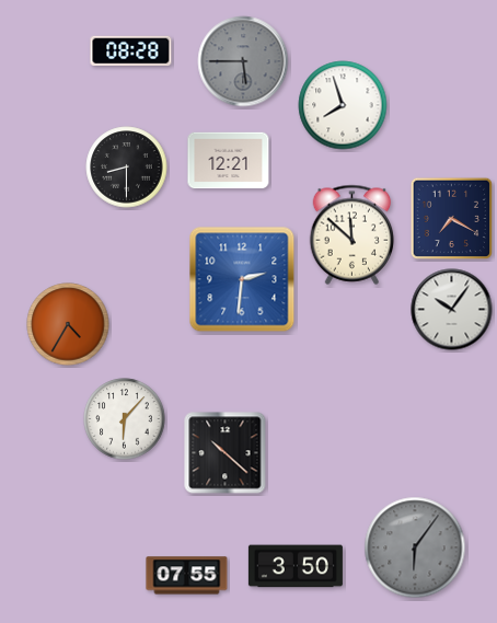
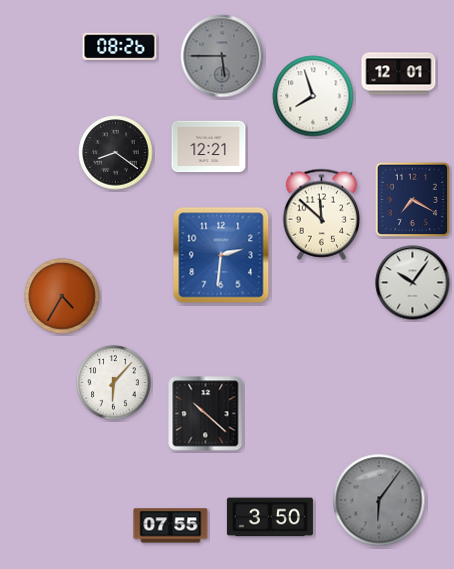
clock at (131, 51): 08:28 -> 08:26
clock at (399, 74): none -> 12:01
clock at (127, 168): 8:30 -> 8:21
